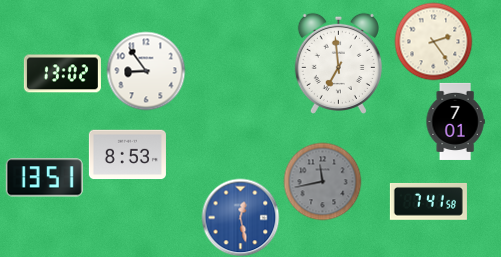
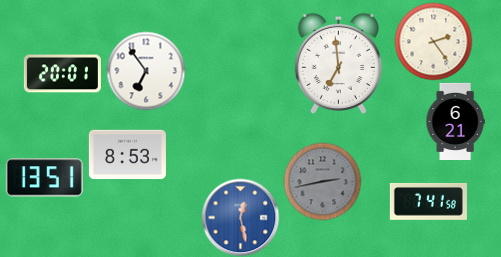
clock at (146, 71): 8:54 -> 6:54
clock at (62, 74): 13:02 -> 20:01
clock at (455, 121): 7:01 -> 6:21
clock at (322, 181): 11:43 -> 2:43
